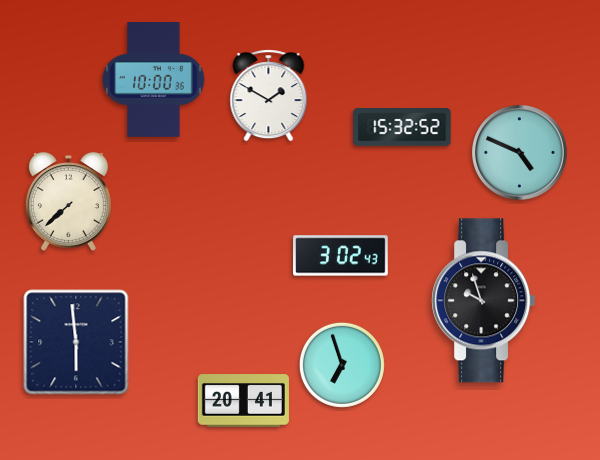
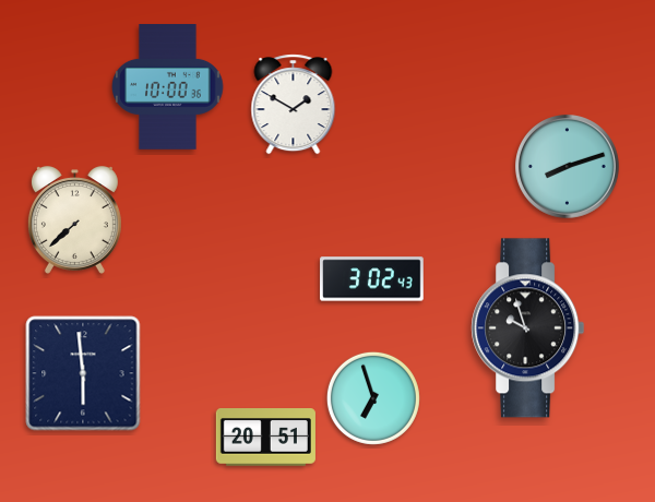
clock at (402, 128): 15:32 -> none
clock at (520, 153): 4:49 -> 8:12
clock at (243, 401): 20:41 -> 20:51
